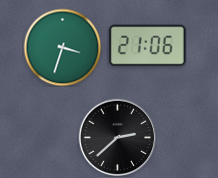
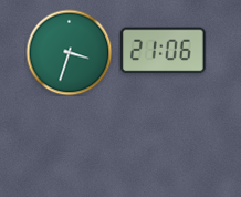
clock at (117, 137): 2:38 -> none
